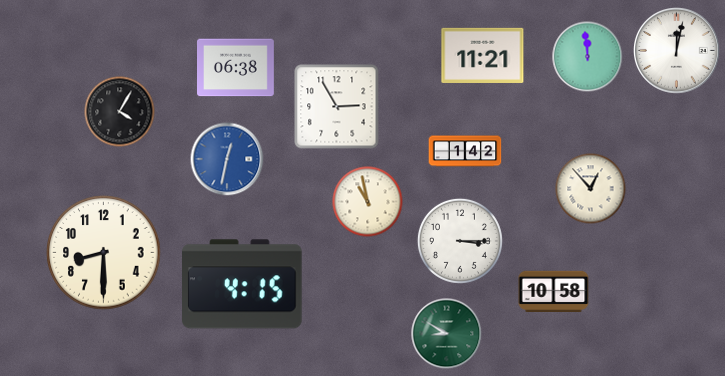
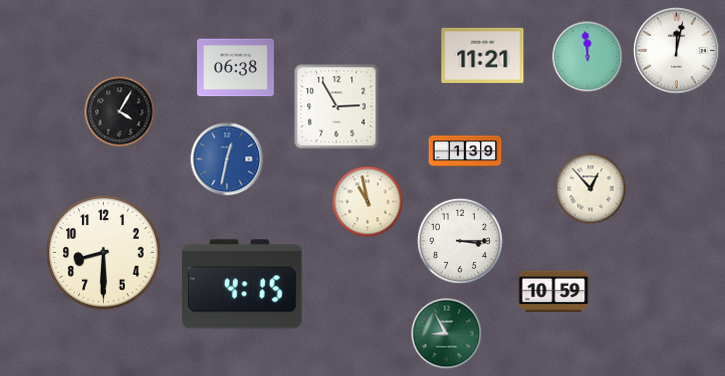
clock at (465, 151): 1:42 -> 1:39
clock at (554, 291): 10:58 -> 10:59
clock at (447, 334): 8:50 -> 8:55
